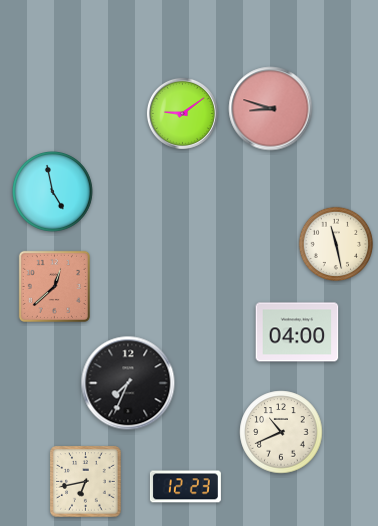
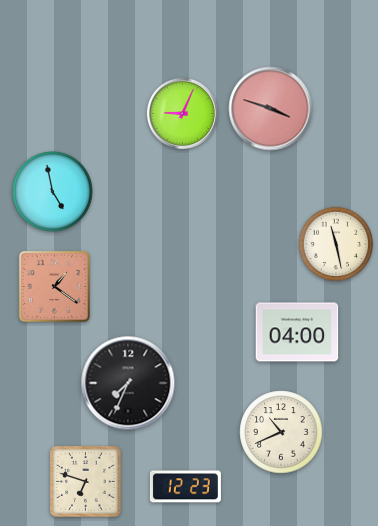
clock at (271, 109): 8:48 -> 3:48
clock at (182, 113): 9:09 -> 9:04
clock at (54, 286): 12:38 -> 1:21
clock at (86, 482): 6:43 -> 6:48
